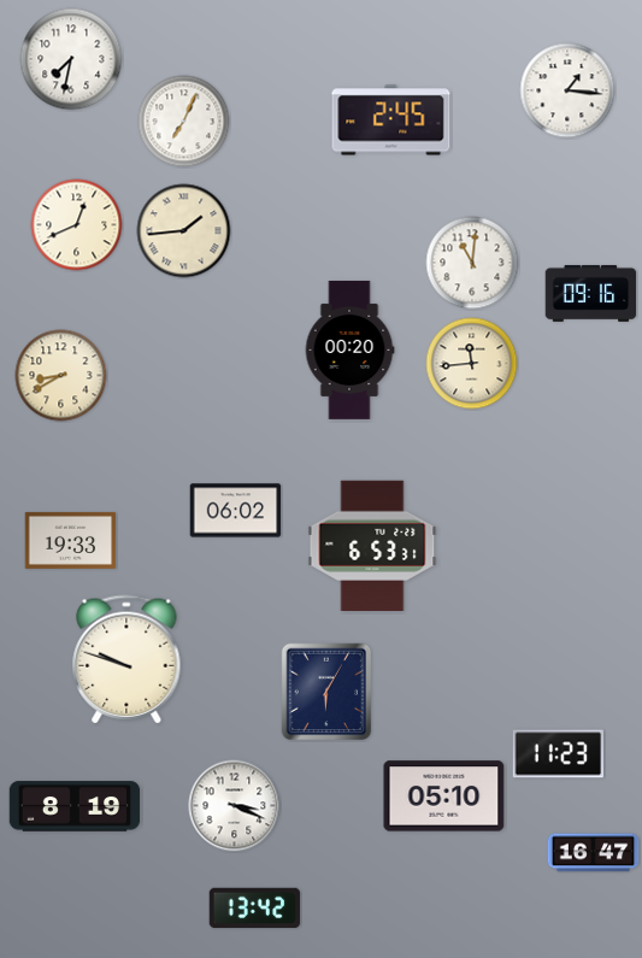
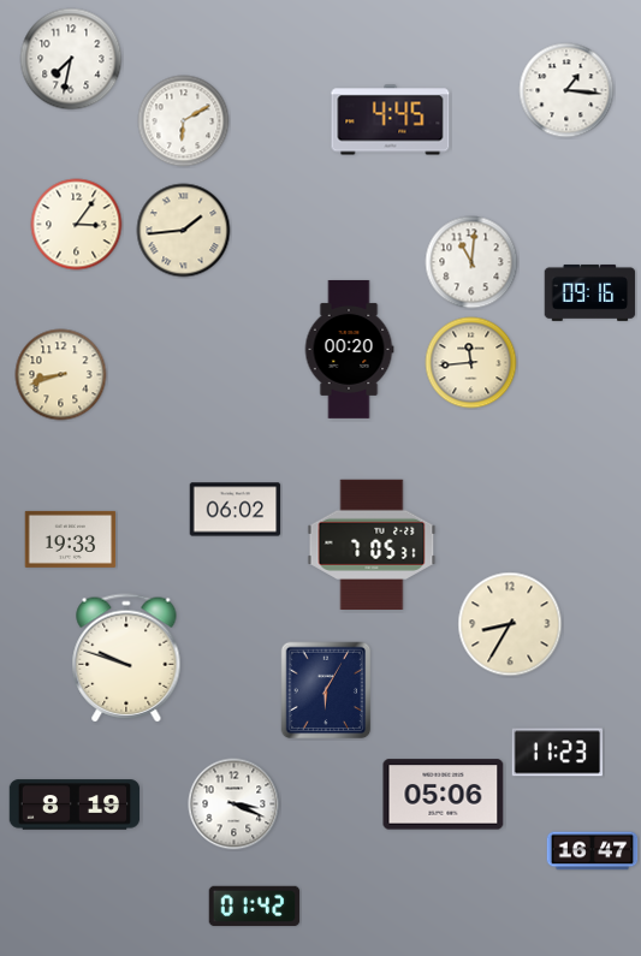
clock at (391, 121): 2:45 -> 4:45
clock at (184, 122): 7:04 -> 6:10
clock at (77, 225): 12:41 -> 3:06
clock at (61, 376): 8:40 -> 8:42
clock at (372, 545): 6:53 -> 7:05
clock at (510, 624): none -> 8:35
clock at (444, 797): 05:10 -> 05:06
clock at (255, 909): 13:42 -> 01:42
